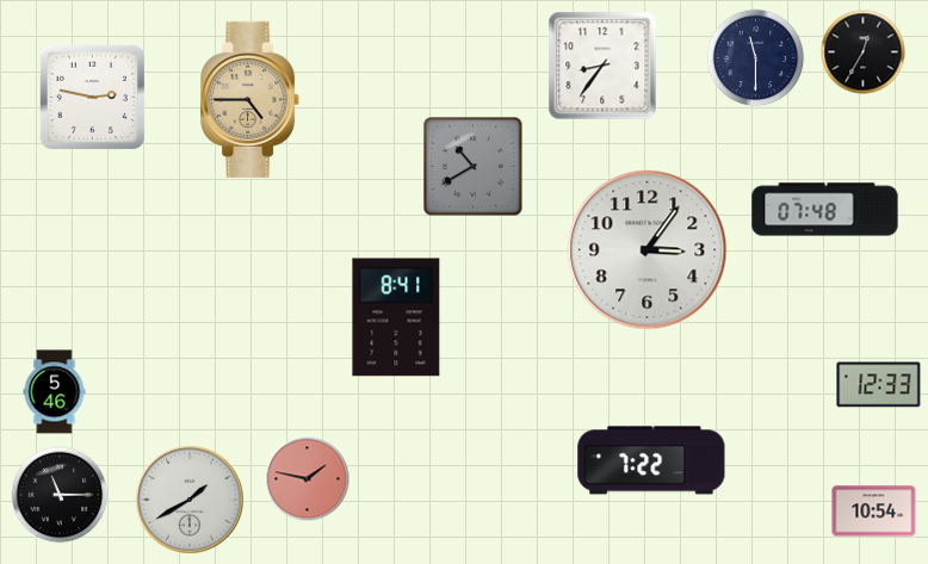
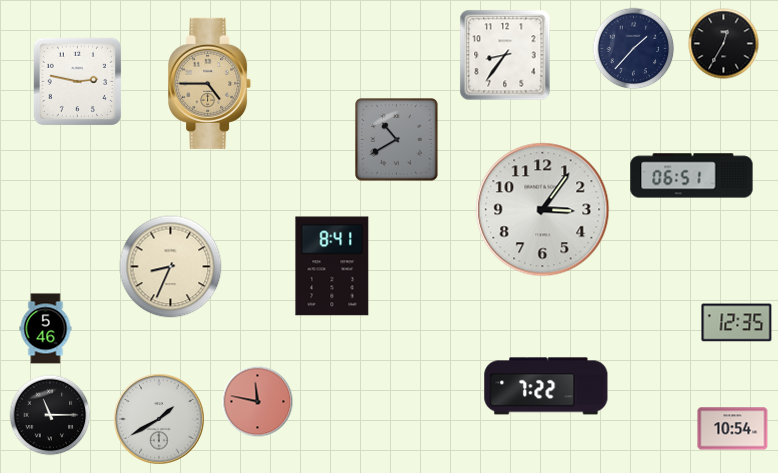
clock at (756, 58): 11:30 -> 1:37
clock at (825, 210): 07:48 -> 06:51
clock at (171, 267): none -> 8:34
clock at (879, 385): 12:33 -> 12:35
clock at (308, 479): 1:47 -> 11:47
